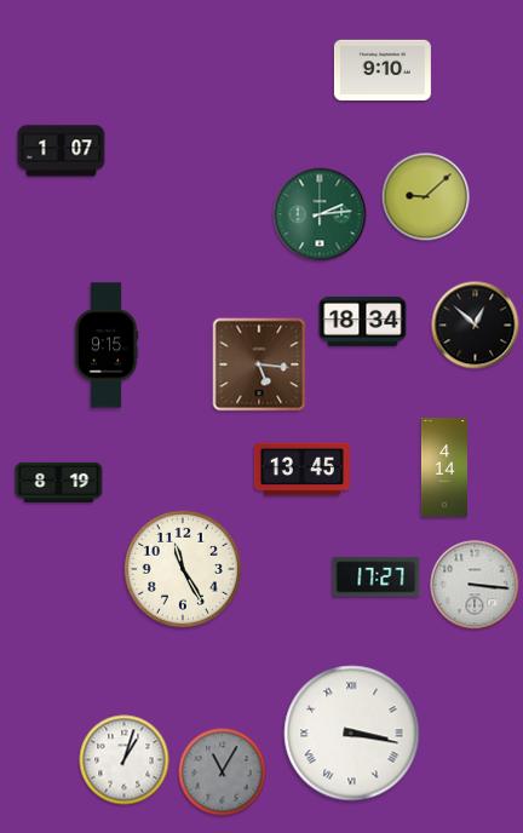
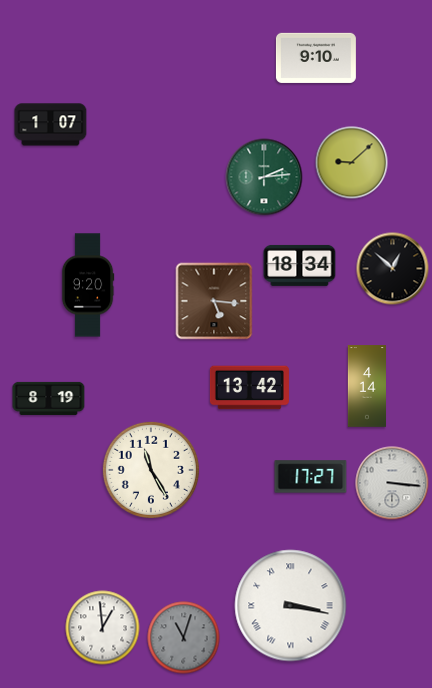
clock at (107, 345): 9:15 -> 9:20
clock at (301, 470): 13:45 -> 13:42
clock at (125, 760): 1:03 -> 12:59
clock at (223, 772): 11:05 -> 11:03
